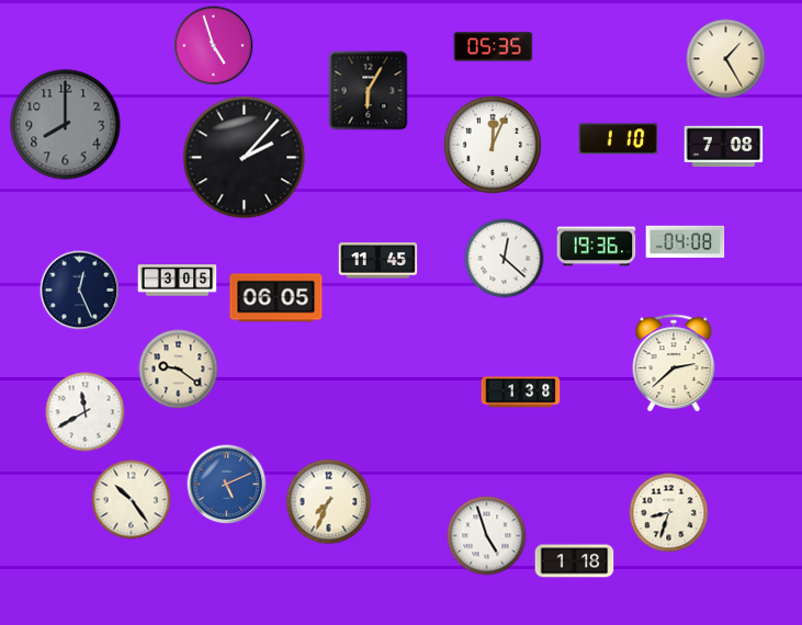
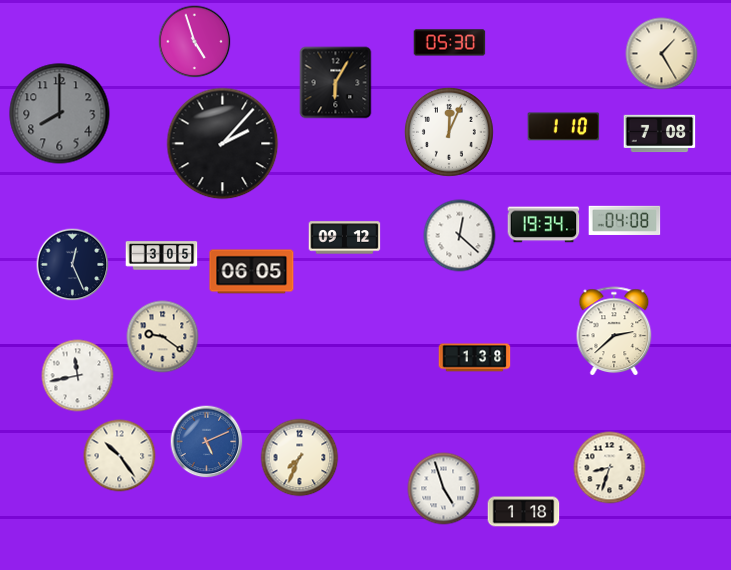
clock at (494, 47): 05:35 -> 05:30
clock at (597, 247): 19:36 -> 19:34
clock at (379, 261): 11:45 -> 09:12
clock at (86, 412): 11:40 -> 11:43
